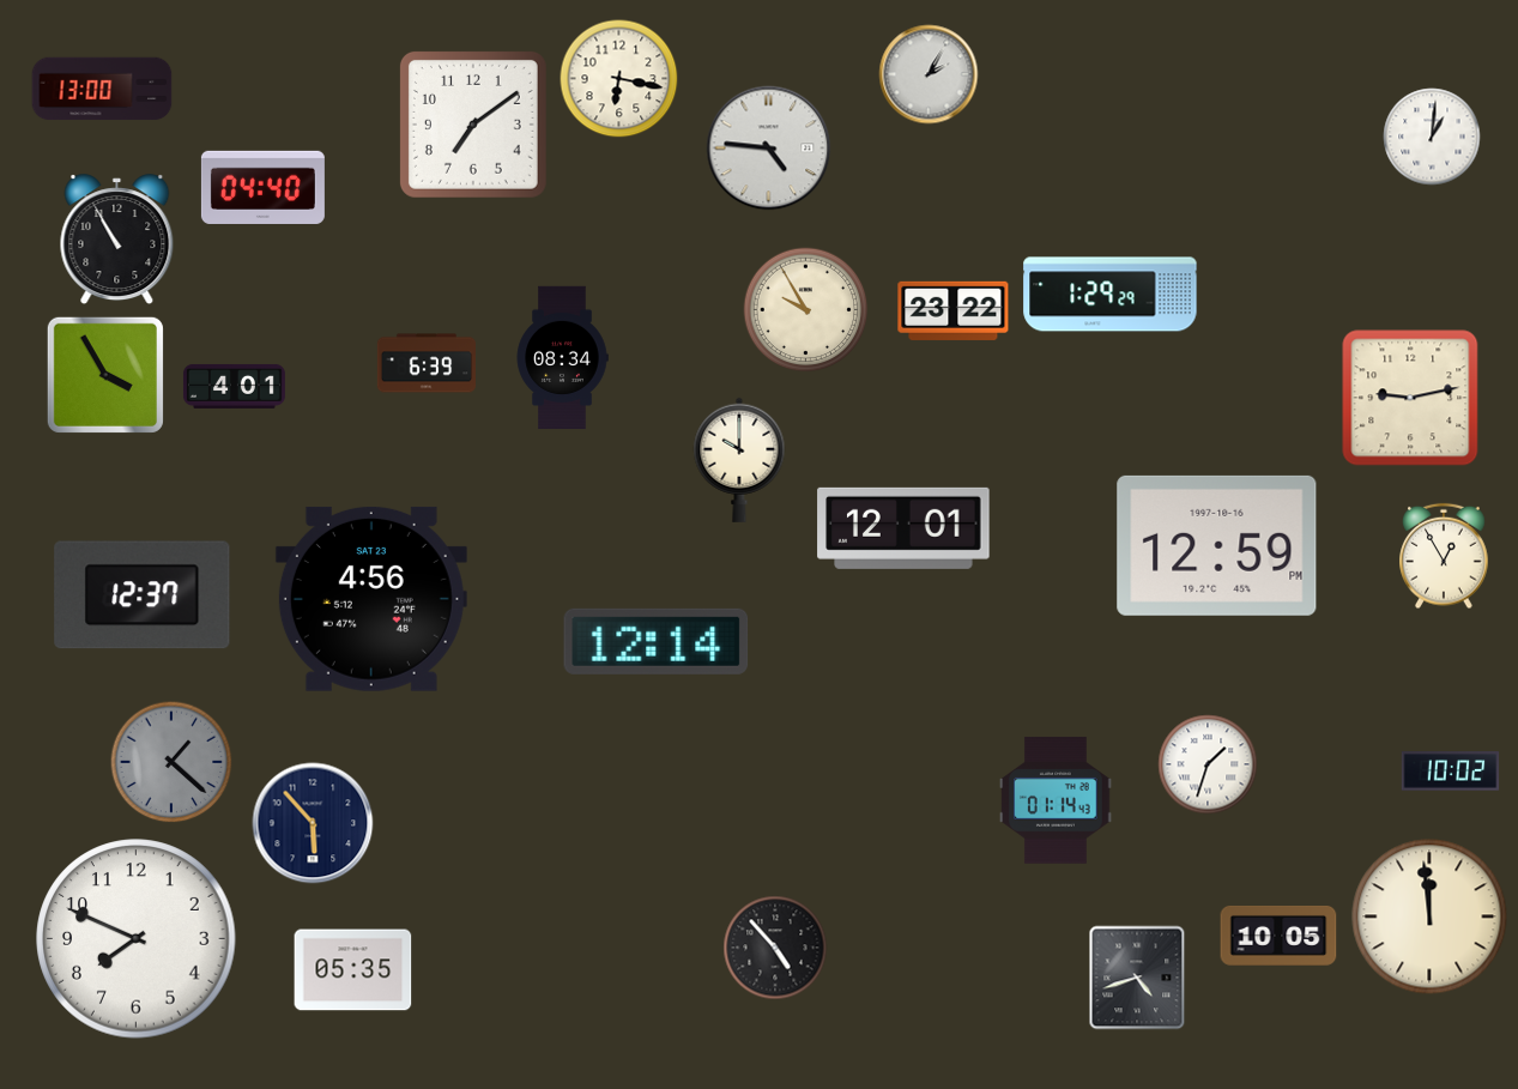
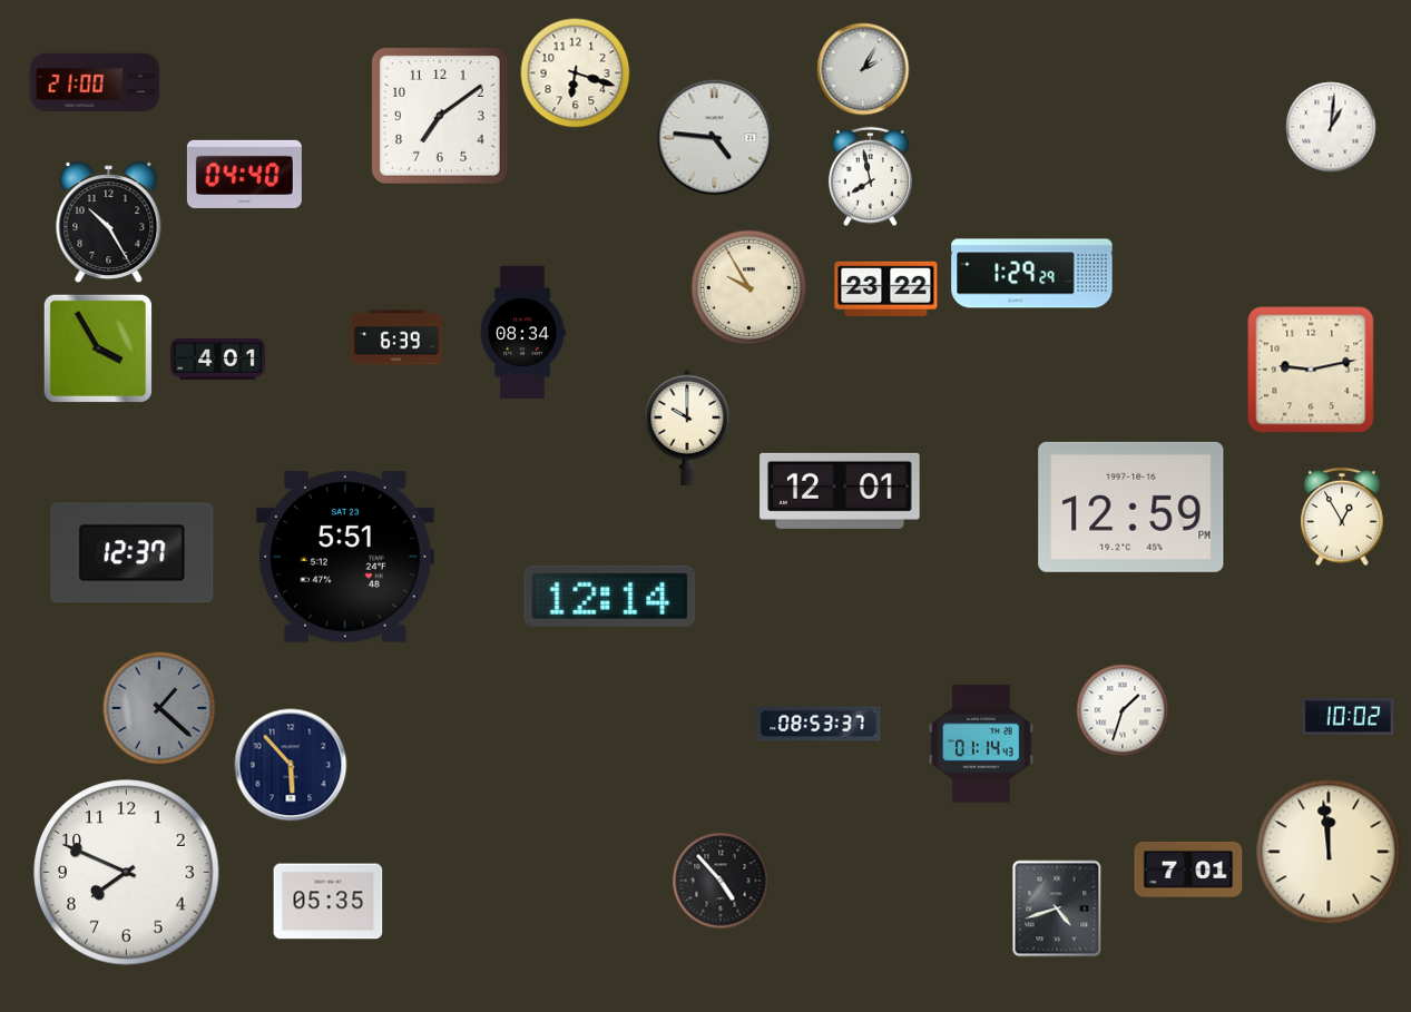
clock at (619, 79): 6:17 -> 6:18
clock at (102, 89): 13:00 -> 21:00
clock at (871, 177): none -> 7:58
clock at (117, 240): 10:55 -> 10:25
clock at (371, 599): 4:56 -> 5:51
clock at (819, 724): none -> 08:53
clock at (1278, 936): 10:05 -> 7:01
